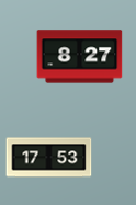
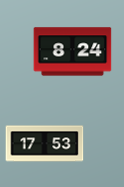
clock at (79, 57): 8:27 -> 8:24
